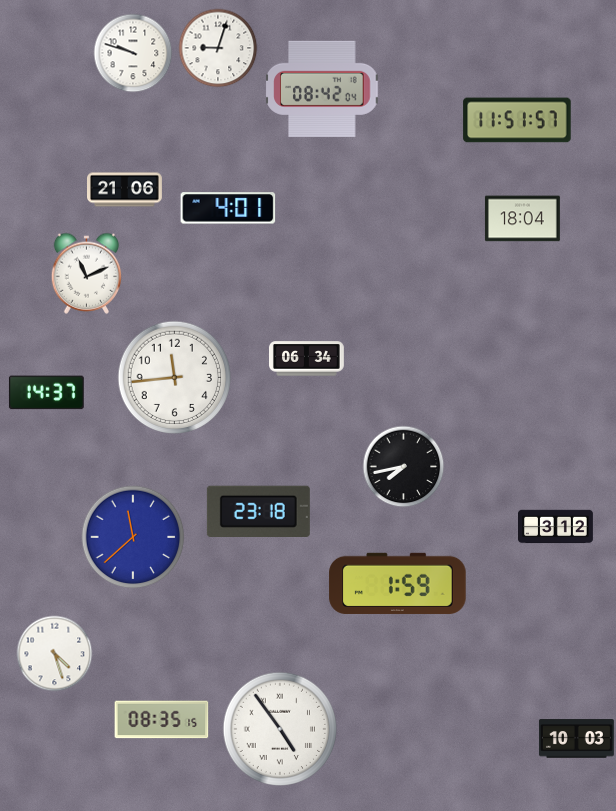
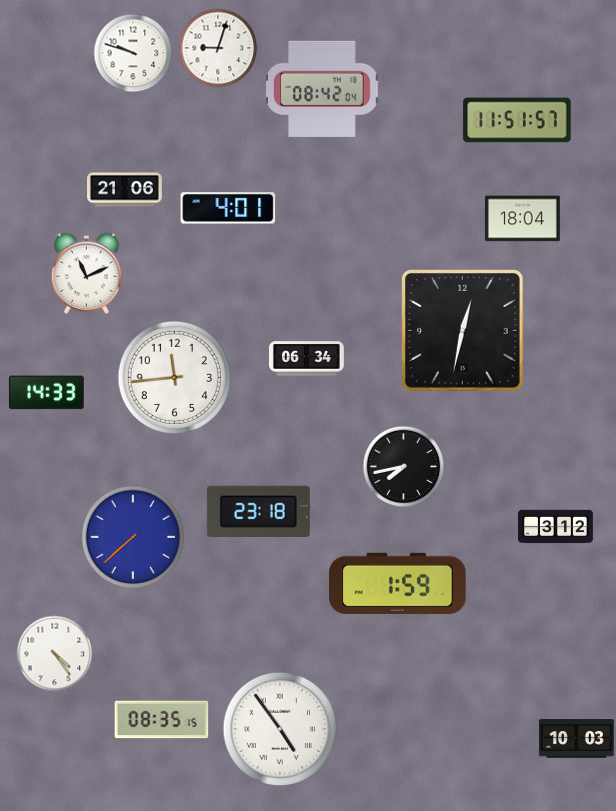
clock at (463, 331): none -> 12:32
clock at (46, 393): 14:37 -> 14:33
clock at (133, 537): 11:38 -> 7:38
clock at (55, 654): 4:27 -> 4:24
